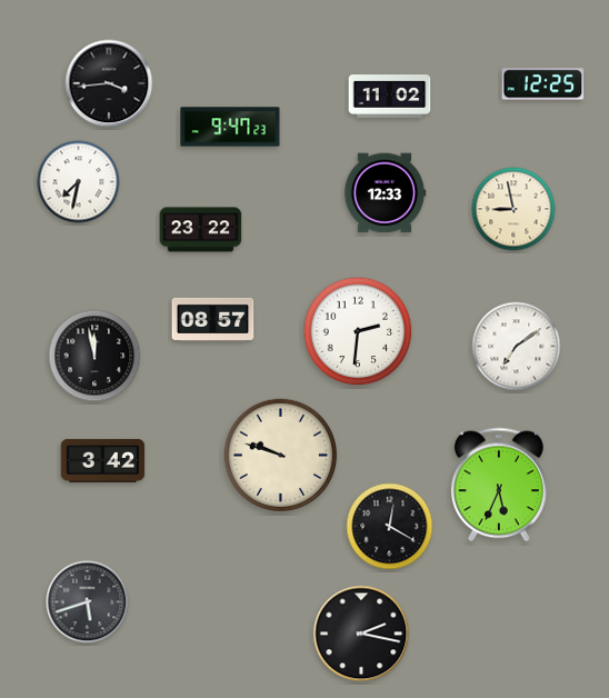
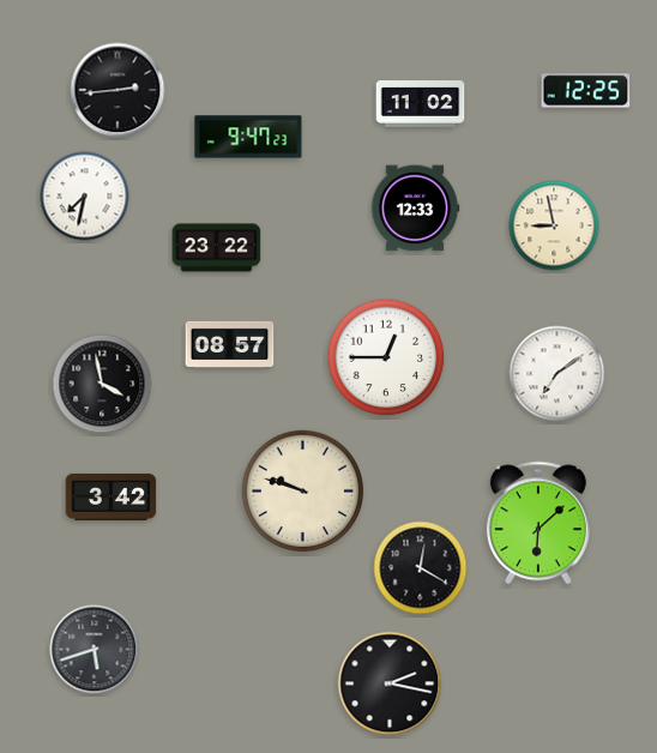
clock at (109, 83): 3:44 -> 2:44
clock at (358, 331): 2:31 -> 12:45
clock at (94, 356): 11:58 -> 3:58
clock at (499, 485): 5:34 -> 6:08
